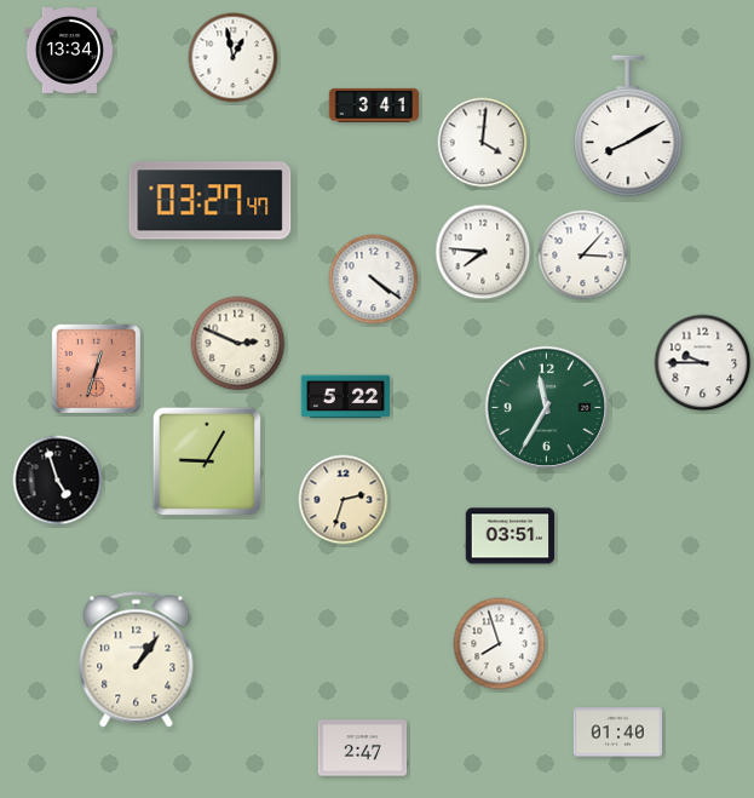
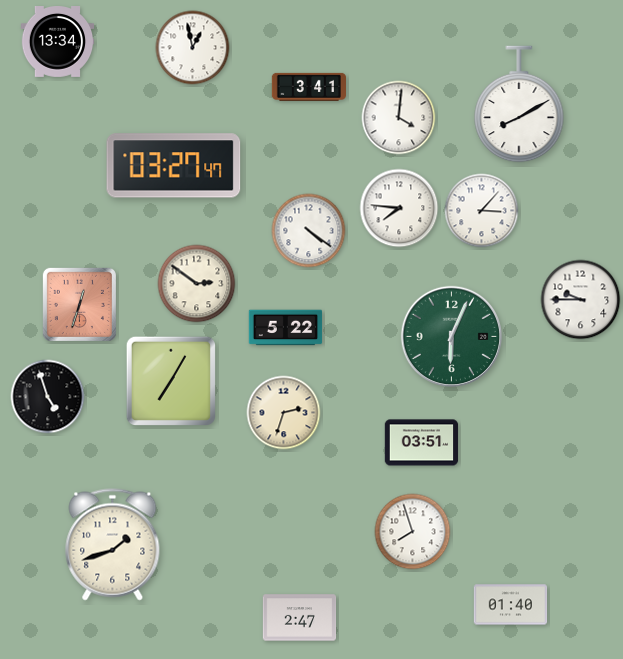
clock at (238, 344): 2:49 -> 2:51
clock at (546, 407): 11:35 -> 6:04
clock at (207, 461): 9:05 -> 7:05
clock at (137, 660): 1:06 -> 1:42
